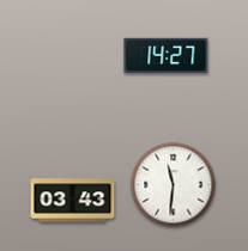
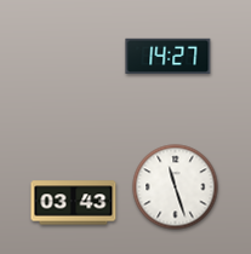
clock at (174, 185): 11:31 -> 11:27
